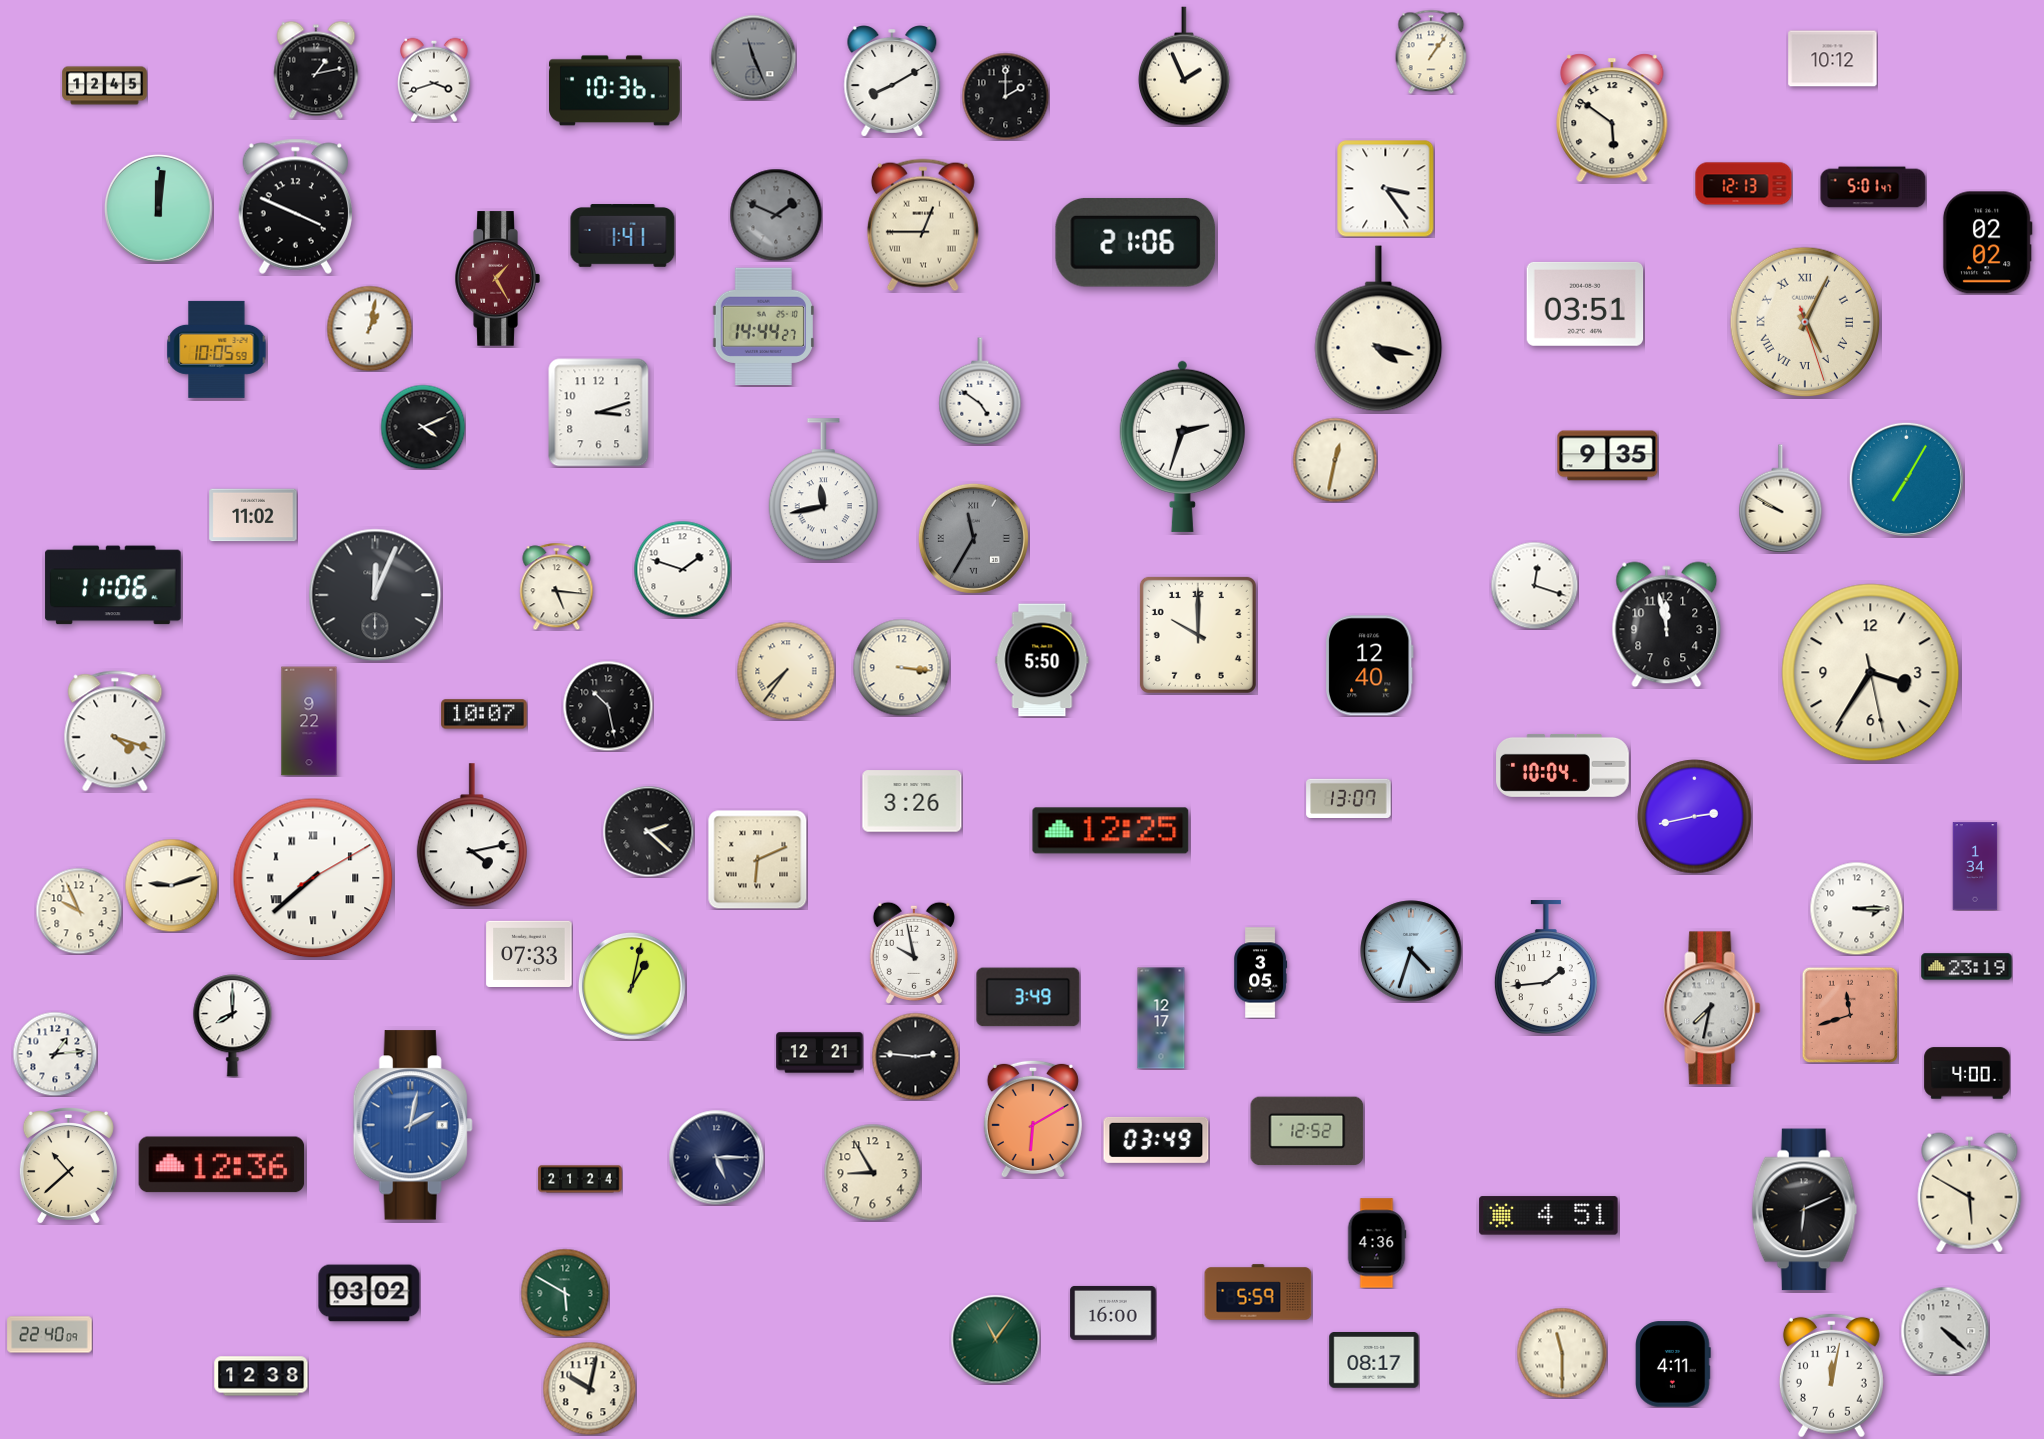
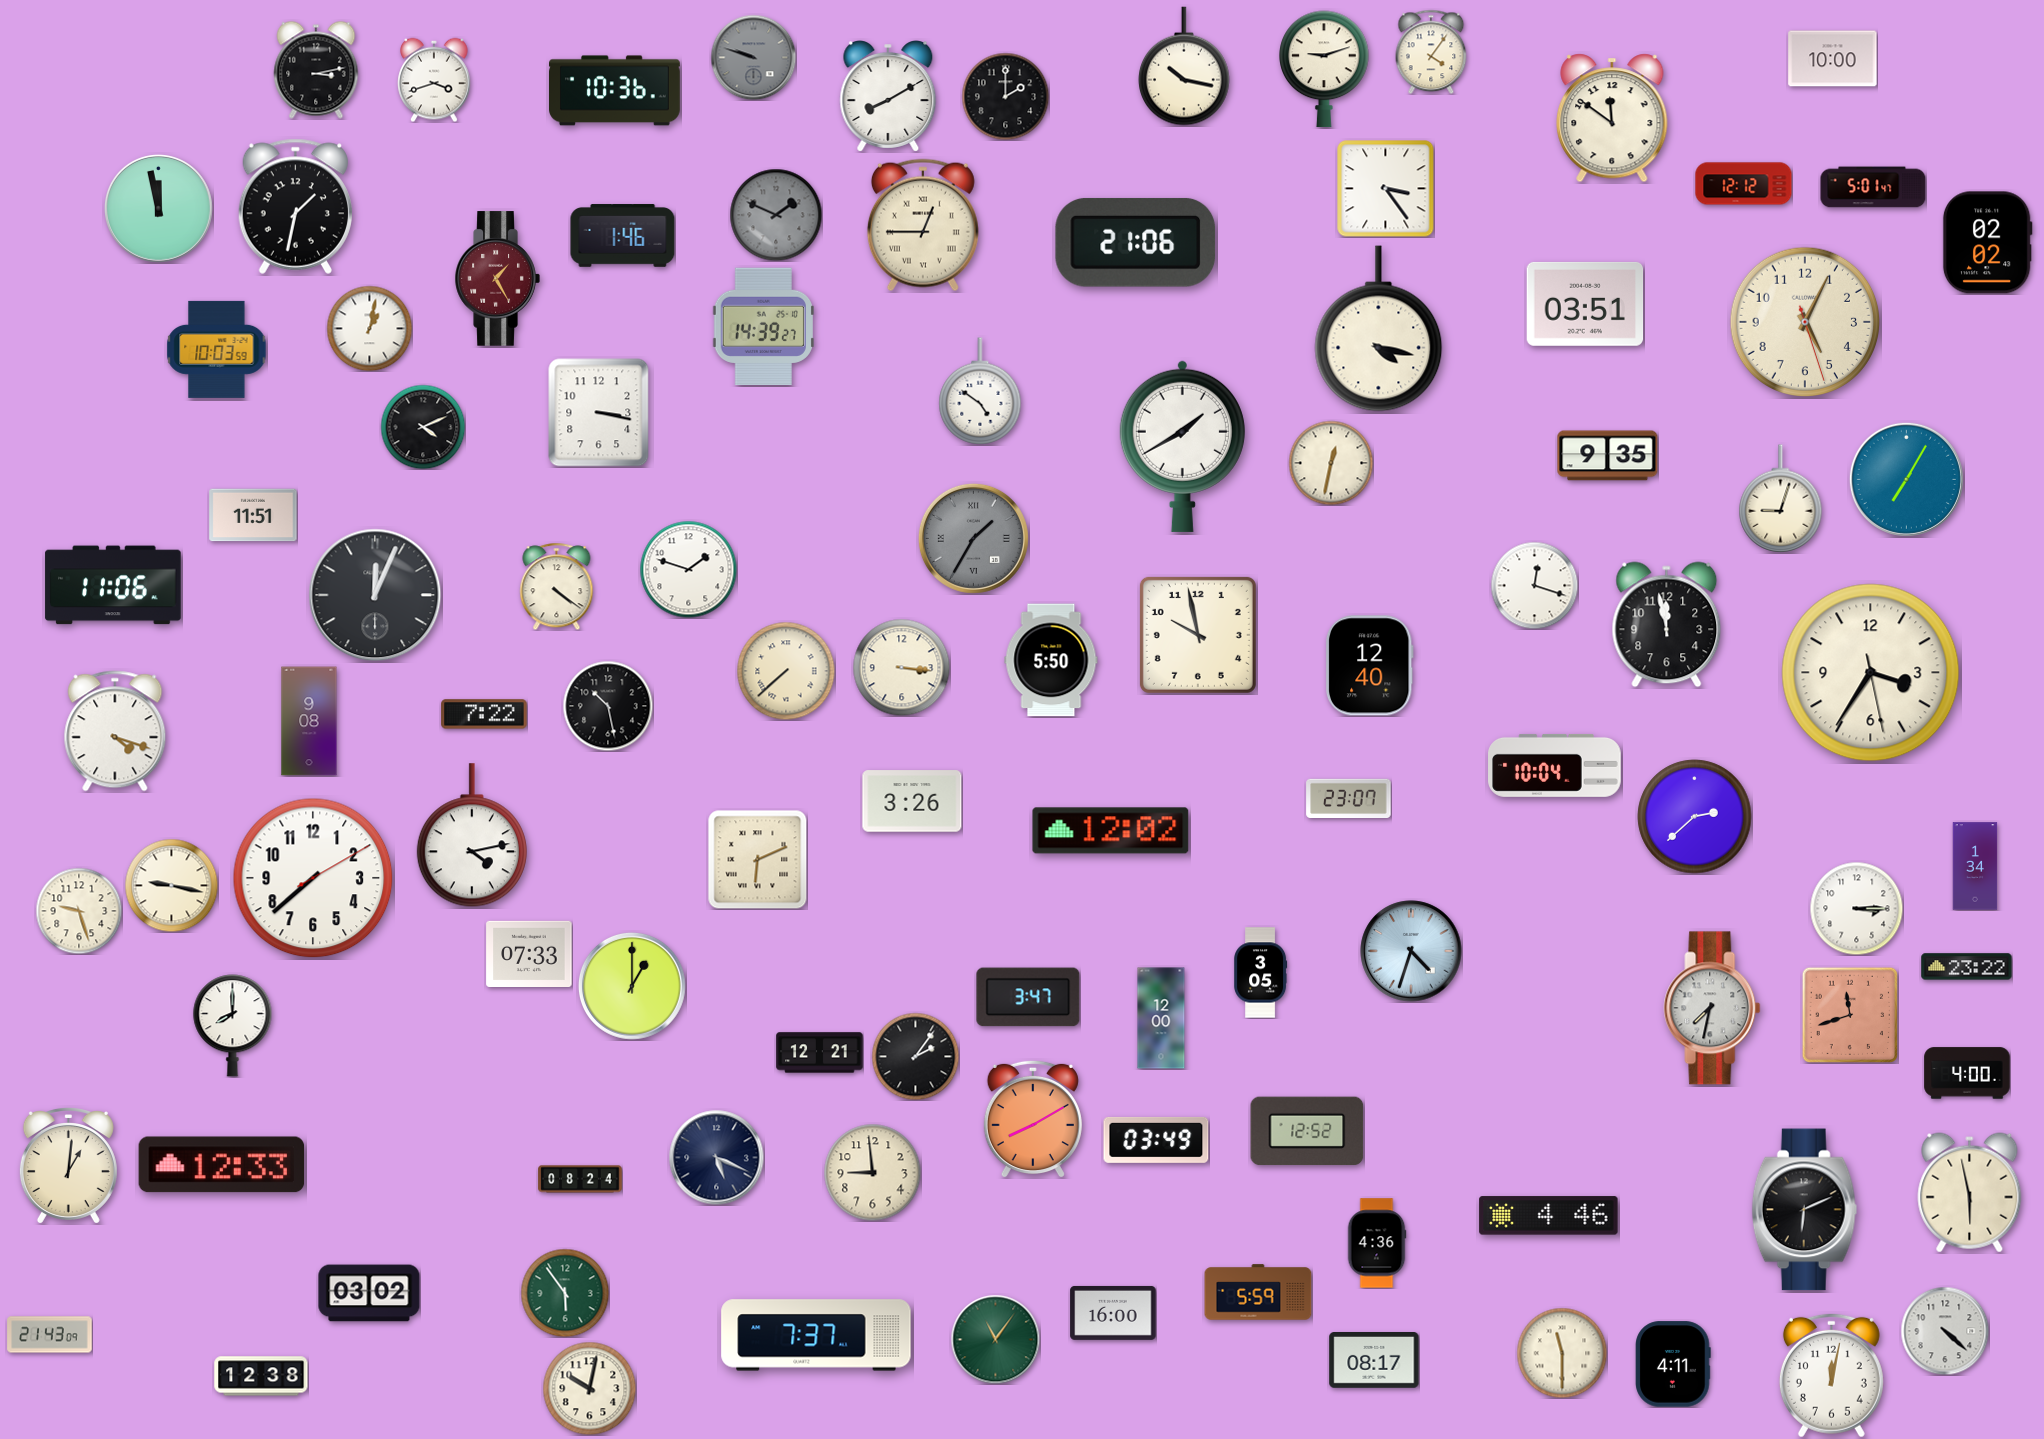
clock at (1431, 52): 1:06 -> 4:06
clock at (753, 57): 11:26 -> 9:48
clock at (1833, 59): 10:12 -> 10:00
clock at (1185, 66): 1:56 -> 10:17
clock at (1324, 69): none -> 9:12
clock at (316, 70): 1:13 -> 3:13
clock at (892, 81) position: (892, 81) -> (888, 96)
clock at (105, 86): 12:45 -> none
clock at (1612, 118): 5:51 -> 11:51
clock at (1744, 184): 12:13 -> 12:12
clock at (295, 206): 3:49 -> 1:32
clock at (158, 208): 12:01 -> 11:58
clock at (623, 236): 1:41 -> 1:46
clock at (1804, 321) numerals: Roman -> Arabic
clock at (763, 327): 14:44 -> 14:39
clock at (217, 349): 10:05 -> 10:03
clock at (599, 413): 3:12 -> 3:17
clock at (1182, 446): 2:33 -> 1:40
clock at (1335, 460) position: (1335, 460) -> (1331, 463)
clock at (823, 490): 11:43 -> none
clock at (1781, 499): 9:50 -> 9:03
clock at (253, 515): 11:02 -> 11:51
clock at (973, 538): 11:35 -> 1:35
clock at (682, 569) position: (682, 569) -> (688, 569)
clock at (557, 586): 5:16 -> 4:21
clock at (1198, 635): 10:00 -> 9:58
clock at (1042, 660) position: (1042, 660) -> (1051, 660)
clock at (786, 671): 7:36 -> 7:38
clock at (484, 714): 10:07 -> 7:22
clock at (309, 721): 9:22 -> 9:08
clock at (1563, 765) position: (1563, 765) -> (1555, 765)
clock at (1349, 798): 13:07 -> 23:07
clock at (1695, 817): 2:43 -> 2:38
clock at (648, 831): 2:22 -> none
clock at (1111, 831): 12:25 -> 12:02
clock at (313, 878) numerals: Roman -> Arabic
clock at (171, 885): 9:12 -> 9:17
clock at (79, 911): 9:56 -> 9:27
clock at (914, 953): 9:58 -> none
clock at (1967, 967): 23:19 -> 23:22
clock at (1546, 968): 1:44 -> none
clock at (632, 986): 1:02 -> 1:00
clock at (1028, 997): 3:49 -> 3:47
clock at (1161, 1018): 12:17 -> 12:00
clock at (55, 1054): 1:14 -> none
clock at (915, 1056): 2:46 -> 2:06
clock at (1033, 1119): 6:10 -> 8:10
clock at (413, 1125): 2:02 -> none
clock at (716, 1157): 5:15 -> 5:19
clock at (222, 1165): 12:36 -> 12:33
clock at (68, 1166): 10:38 -> 1:01
clock at (872, 1172): 8:55 -> 8:59
clock at (580, 1179): 21:24 -> 08:24
clock at (1970, 1193): 5:50 -> 5:58
clock at (1549, 1216): 4:51 -> 4:46
clock at (565, 1293): 5:50 -> 5:54
clock at (50, 1335): 22:40 -> 21:43
clock at (816, 1335): none -> 7:37
